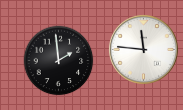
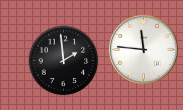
clock at (59, 61) position: (59, 61) -> (64, 61)
